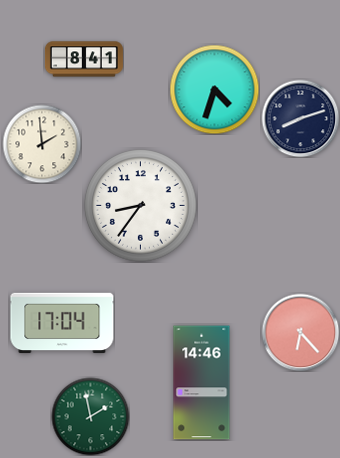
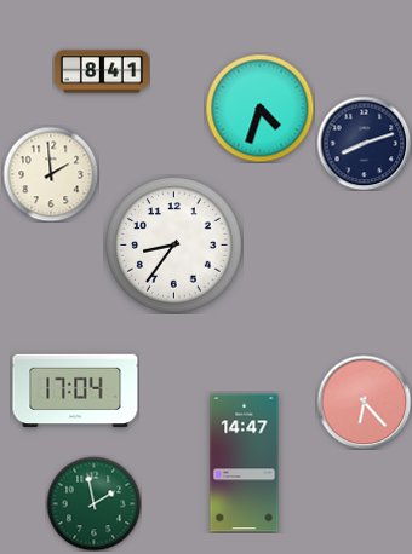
clock at (141, 206) position: (141, 206) -> (174, 246)
clock at (202, 383): 14:46 -> 14:47
clock at (90, 416) position: (90, 416) -> (93, 503)
